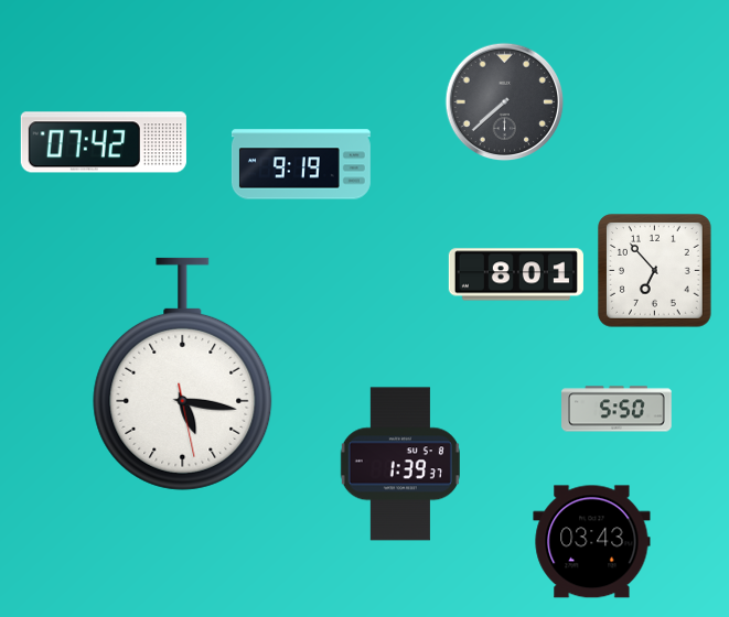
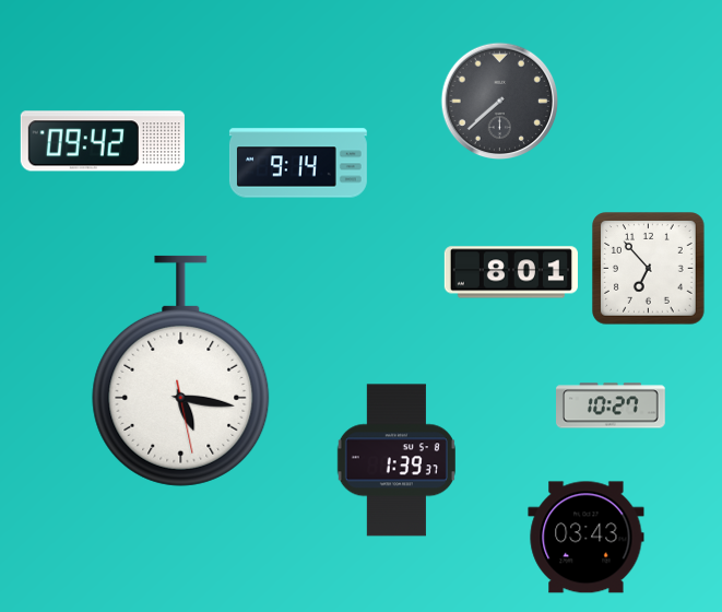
clock at (104, 142): 07:42 -> 09:42
clock at (301, 164): 9:19 -> 9:14
clock at (618, 409): 5:50 -> 10:27
